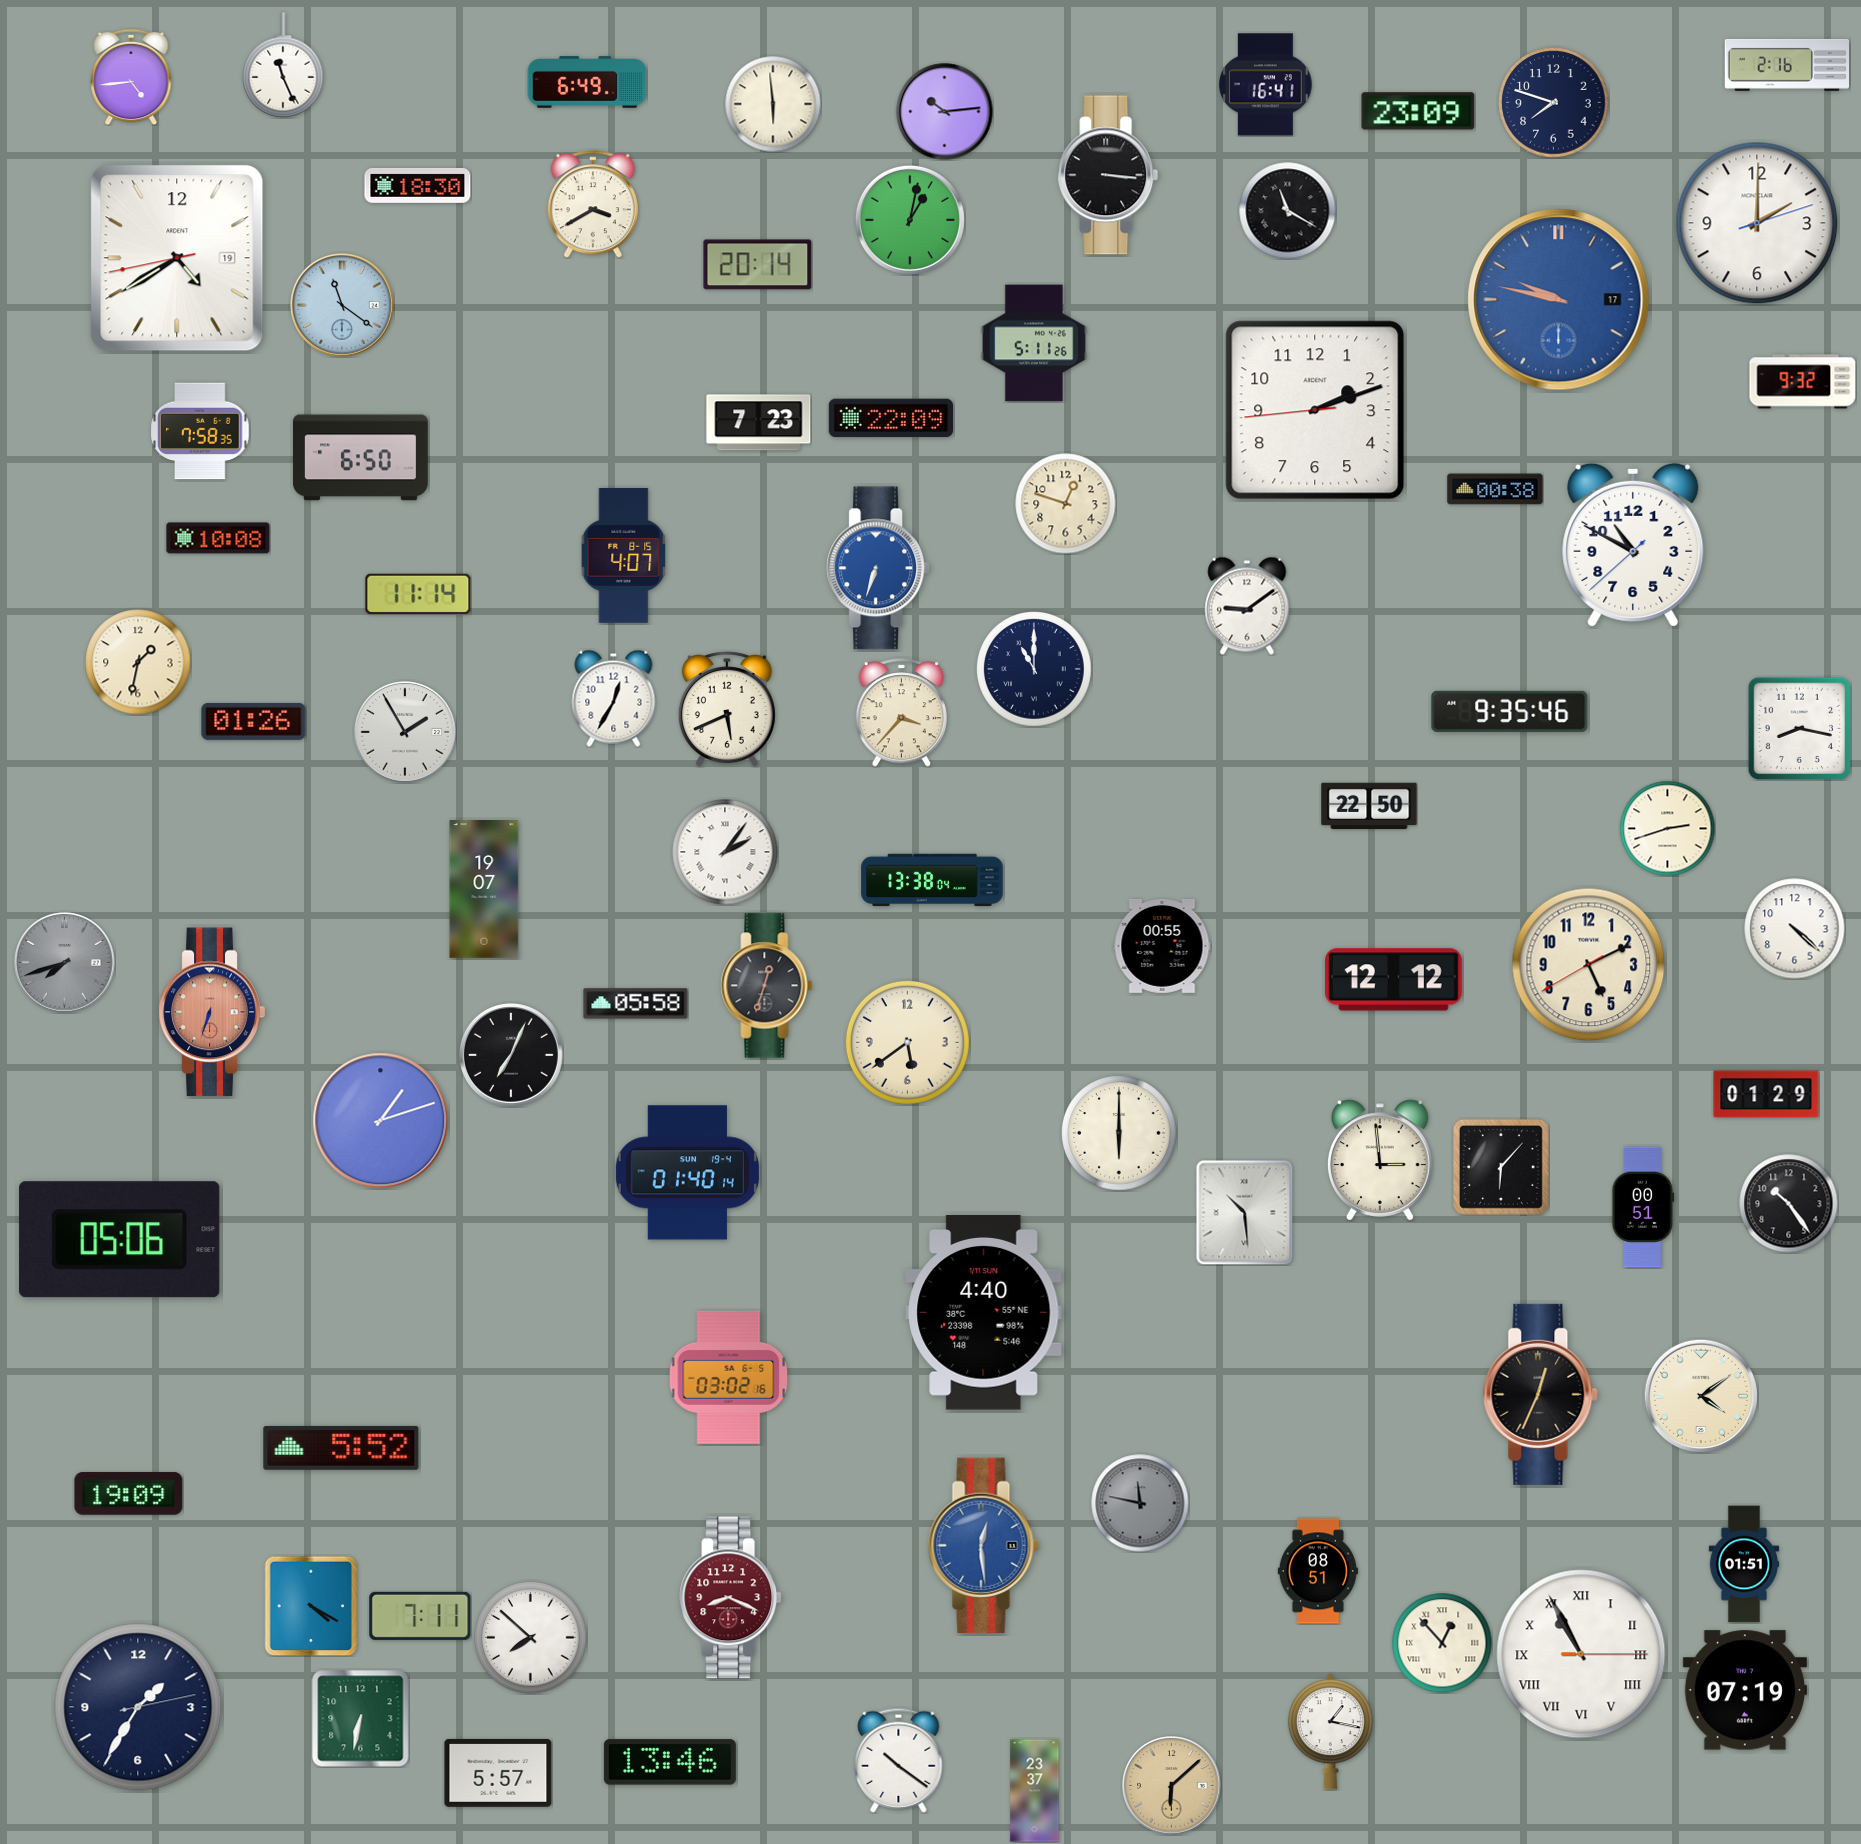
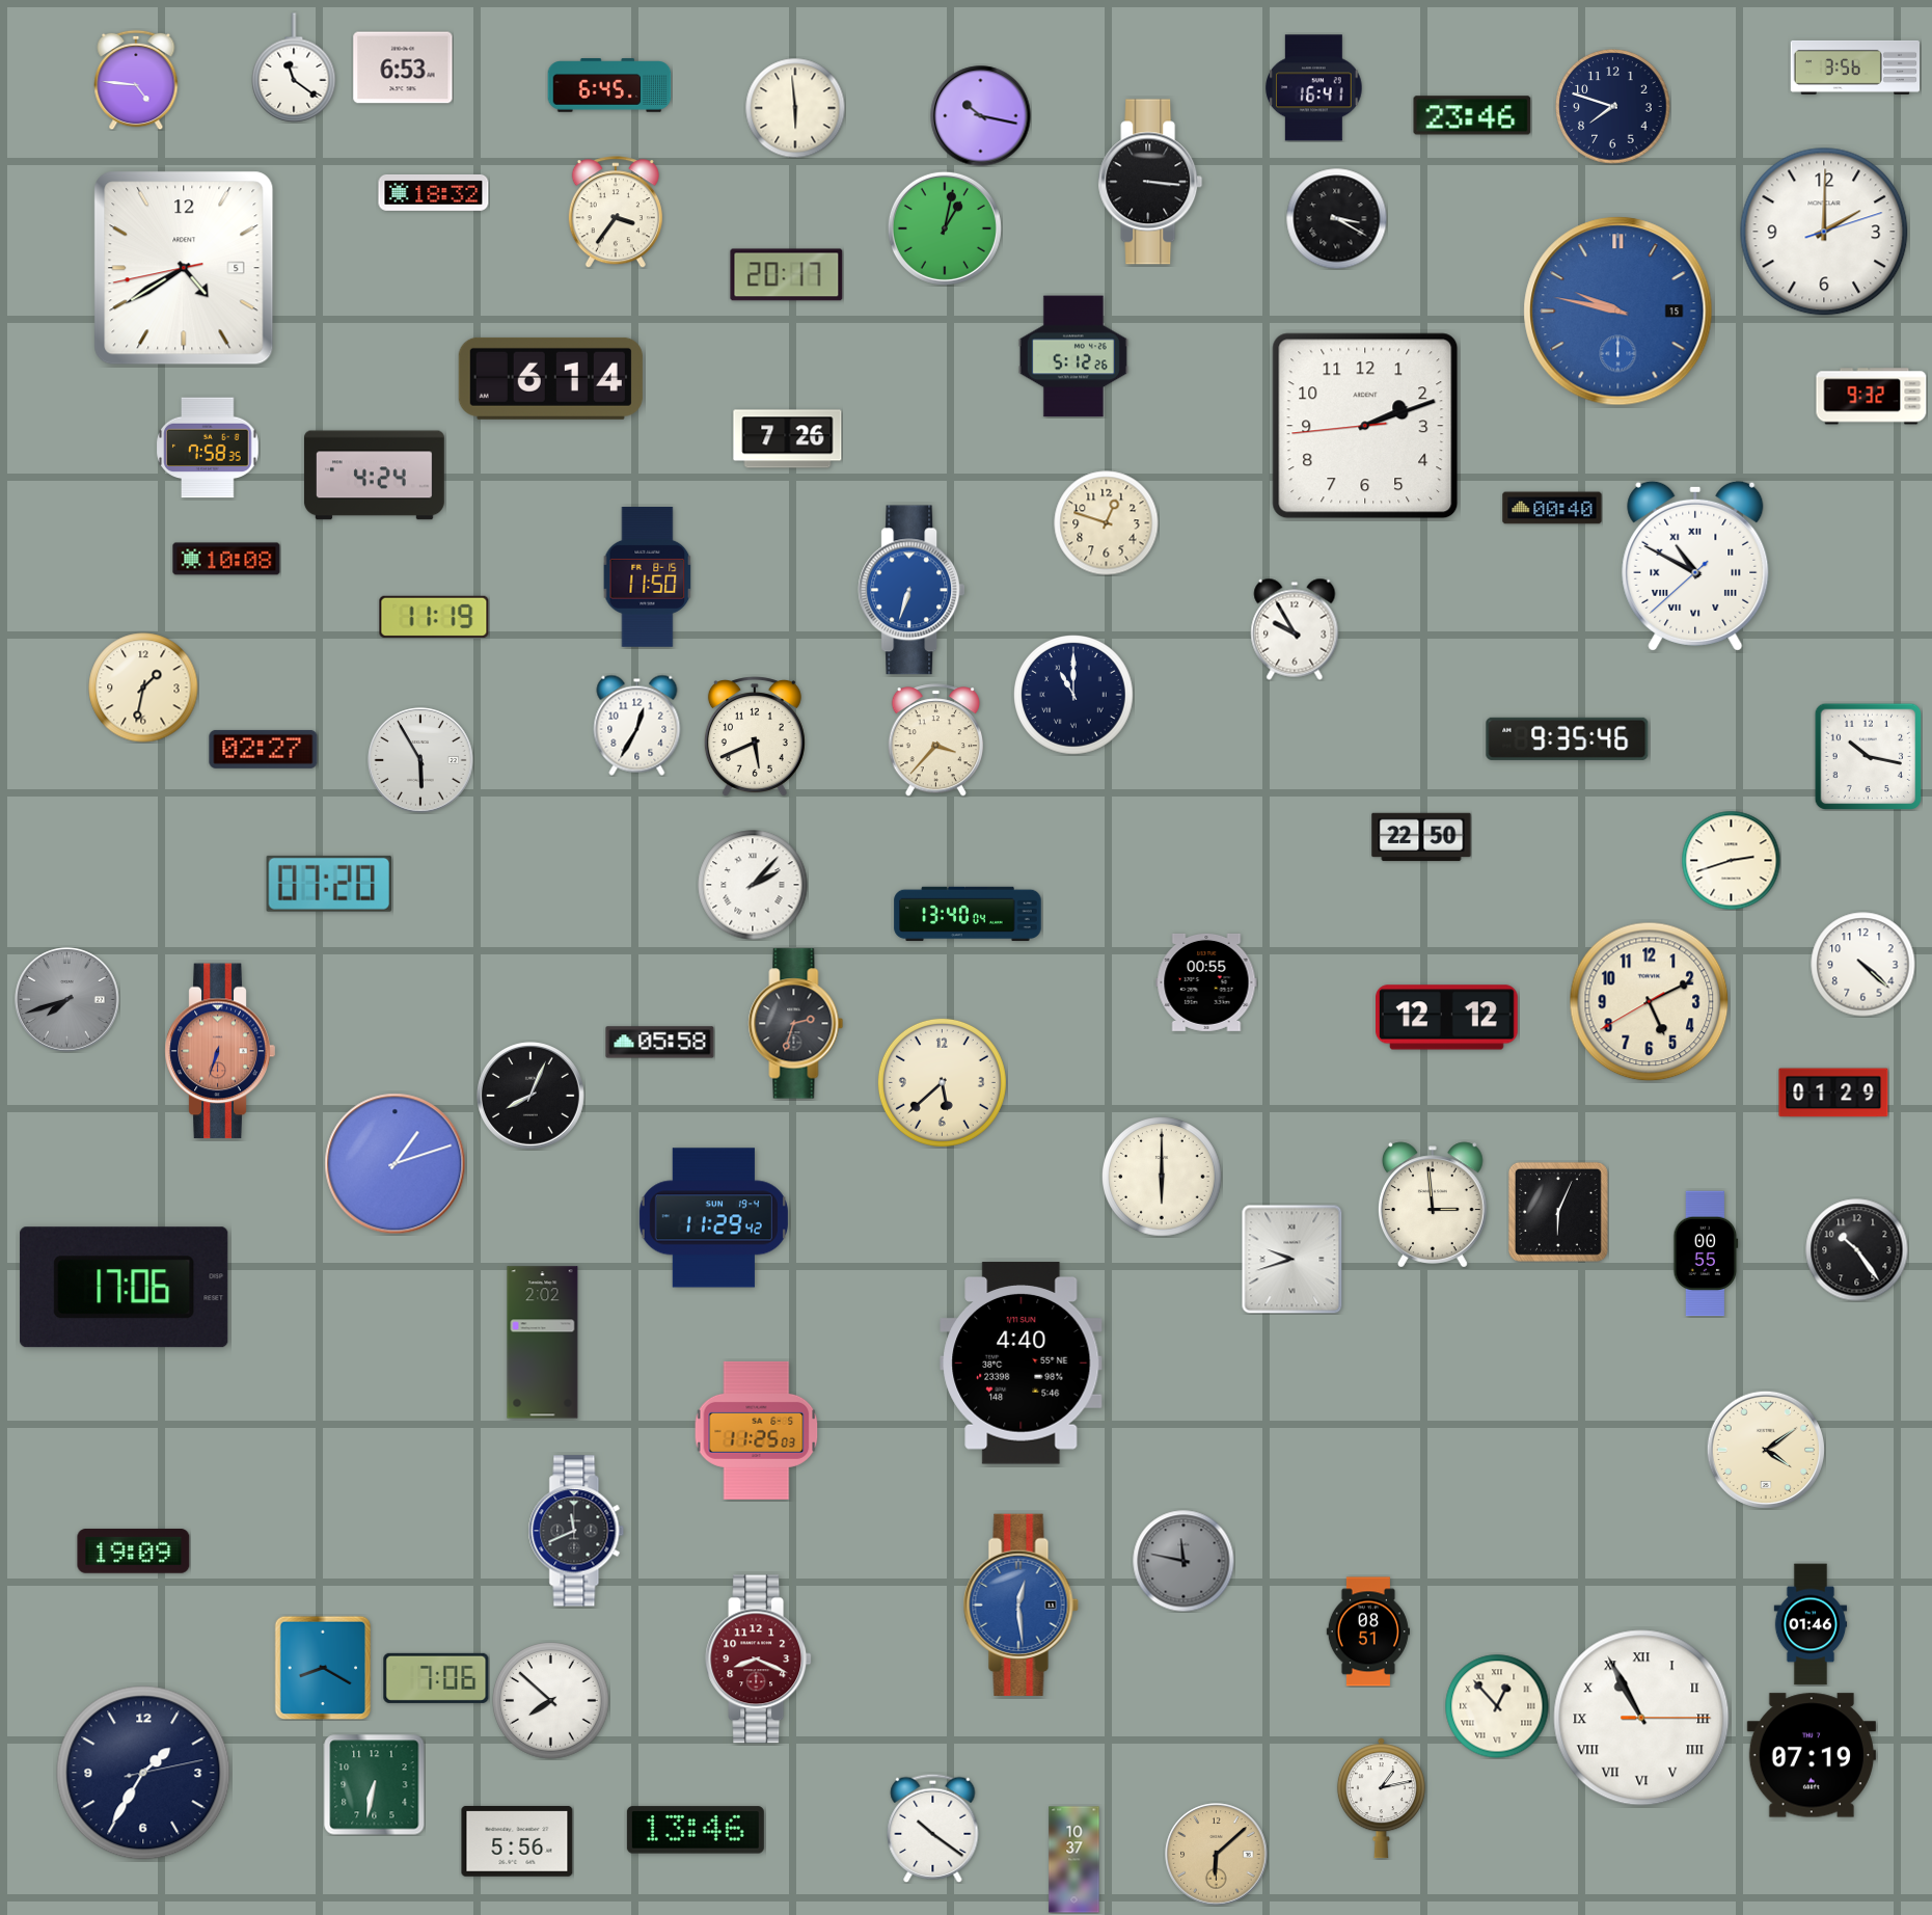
clock at (283, 65): 11:26 -> 11:21
clock at (403, 68): none -> 6:53
clock at (1786, 65): 2:16 -> 3:56
clock at (131, 77): 4:44 -> 4:46
clock at (587, 82): 6:49 -> 6:45
clock at (773, 104) position: (773, 104) -> (795, 108)
clock at (1418, 111): 23:09 -> 23:46
clock at (945, 112): 10:14 -> 10:17
clock at (418, 185): 18:30 -> 18:32
clock at (593, 204): 3:40 -> 3:36
clock at (1287, 210): 11:20 -> 3:20
clock at (177, 258) date: 19 -> 5
clock at (758, 265): 20:14 -> 20:17
clock at (1559, 300) date: 17 -> 15
clock at (343, 306): 11:21 -> none
clock at (1034, 343): 5:11 -> 5:12
clock at (550, 378): none -> 6:14
clock at (891, 418): 22:09 -> none
clock at (759, 423): 7:23 -> 7:26
clock at (360, 458): 6:50 -> 4:24
clock at (1495, 489): 00:38 -> 00:40
clock at (1633, 545) numerals: Arabic -> Roman
clock at (624, 555): 4:07 -> 11:50
clock at (418, 593): 11:14 -> 11:19
clock at (1247, 606): 9:09 -> 9:55
clock at (254, 721): 01:26 -> 02:27
clock at (1799, 728): 8:17 -> 10:17
clock at (405, 732): 1:55 -> 5:55
clock at (329, 884): none -> 07:20
clock at (725, 852): 2:06 -> 2:07
clock at (932, 880): 13:38 -> 13:40
clock at (484, 889): 19:07 -> none
clock at (767, 986): 12:33 -> 2:33
clock at (907, 1042): 5:39 -> 5:38
clock at (512, 1056): 7:04 -> 8:04
clock at (1766, 1094) position: (1766, 1094) -> (1833, 1093)
clock at (1501, 1167): 6:07 -> 6:04
clock at (687, 1173): 01:40 -> 11:29
clock at (1643, 1207): 00:51 -> 00:55
clock at (1245, 1212): 10:29 -> 9:42
clock at (120, 1240): 05:06 -> 17:06
clock at (543, 1343): none -> 2:02
clock at (729, 1377): 03:02 -> 11:25
clock at (1541, 1394): 12:34 -> none
clock at (341, 1448): 5:52 -> none
clock at (576, 1531): none -> 11:41
clock at (1744, 1564): 01:51 -> 01:46
clock at (311, 1606): 4:20 -> 8:20
clock at (420, 1616): 7:11 -> 7:06
clock at (1330, 1732): 1:17 -> 1:13
clock at (498, 1773): 5:57 -> 5:56
clock at (1035, 1791): 23:37 -> 10:37
